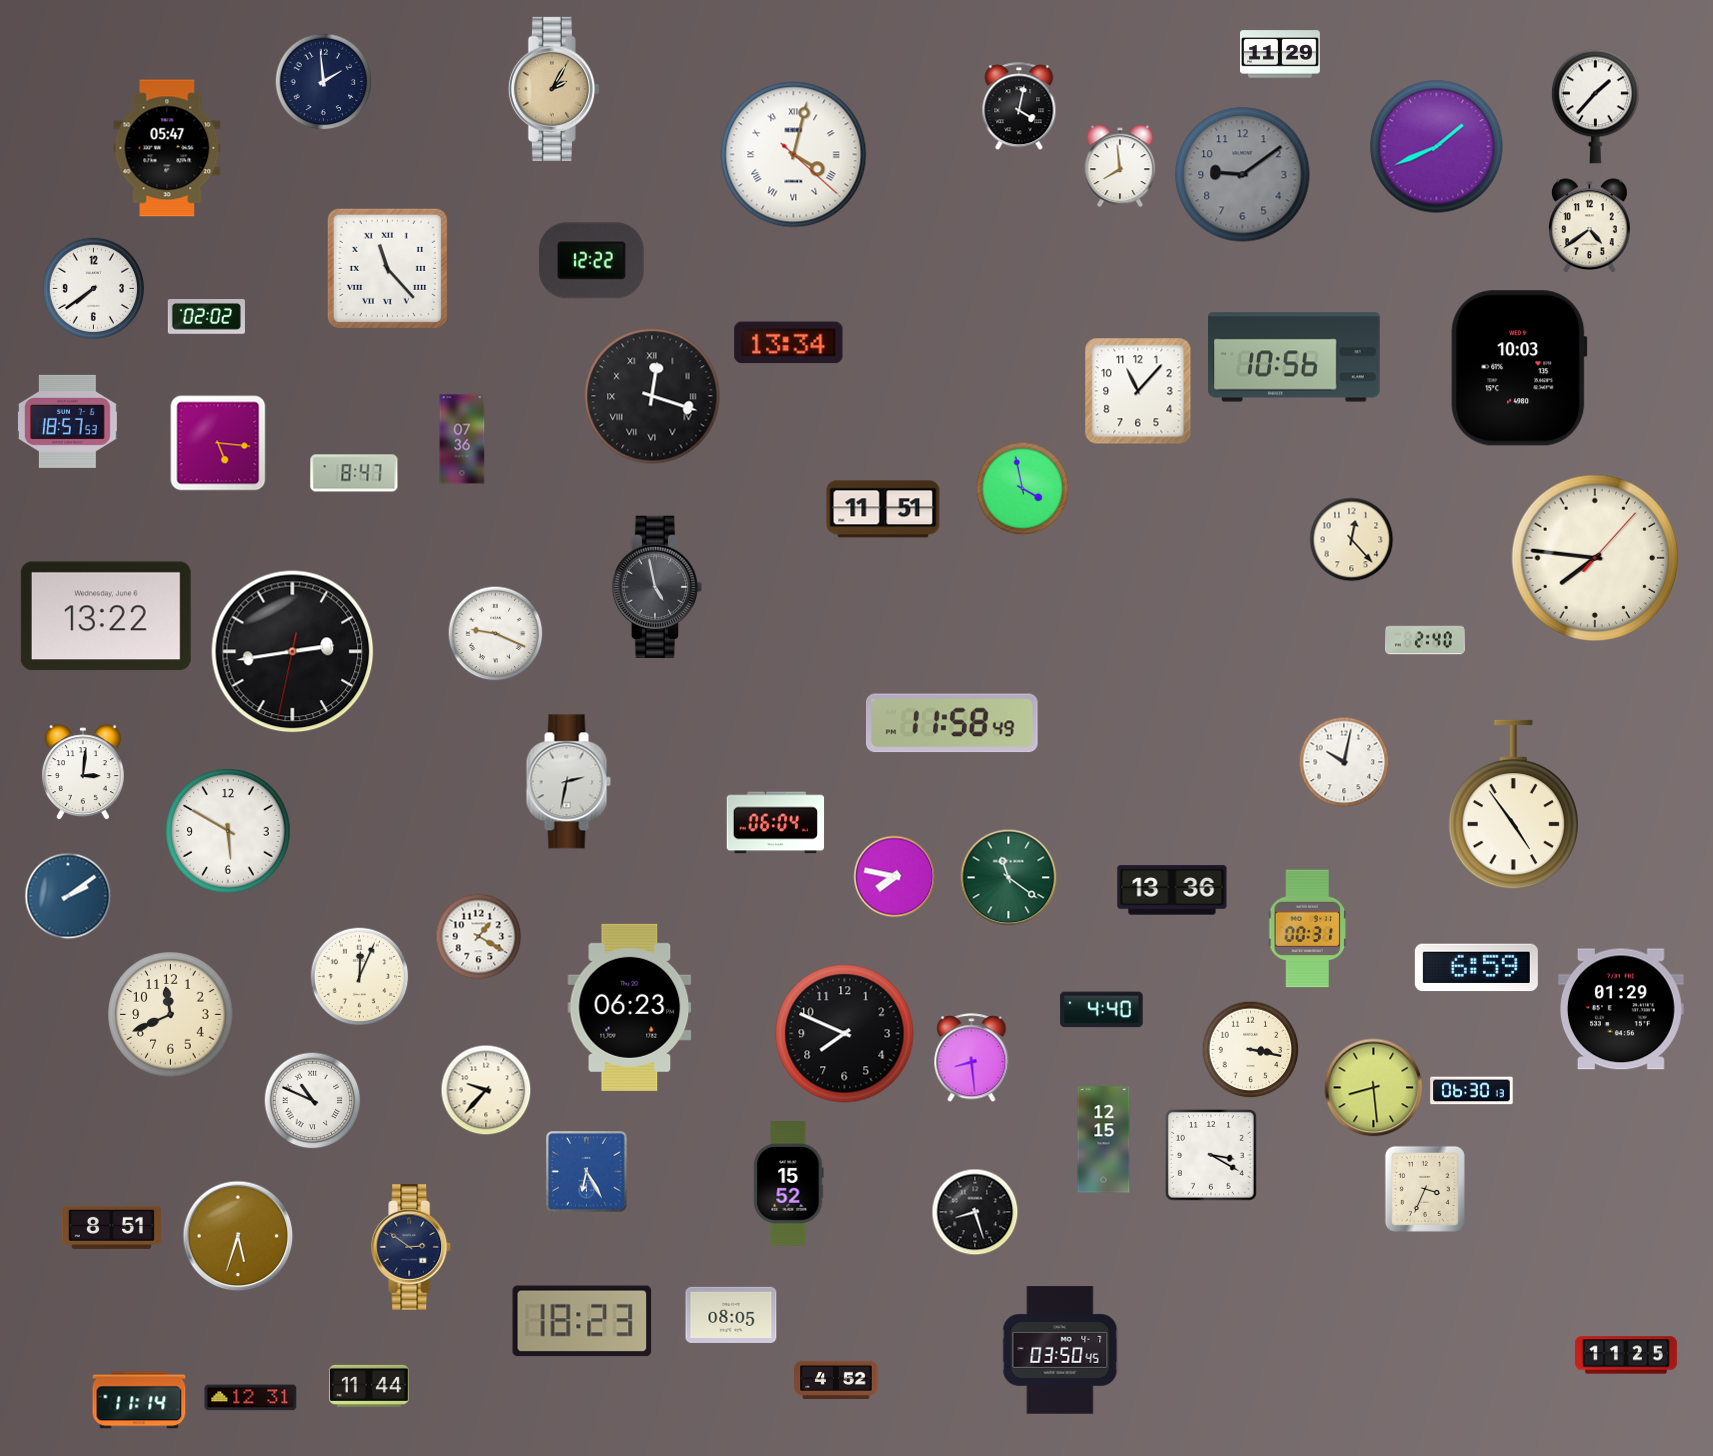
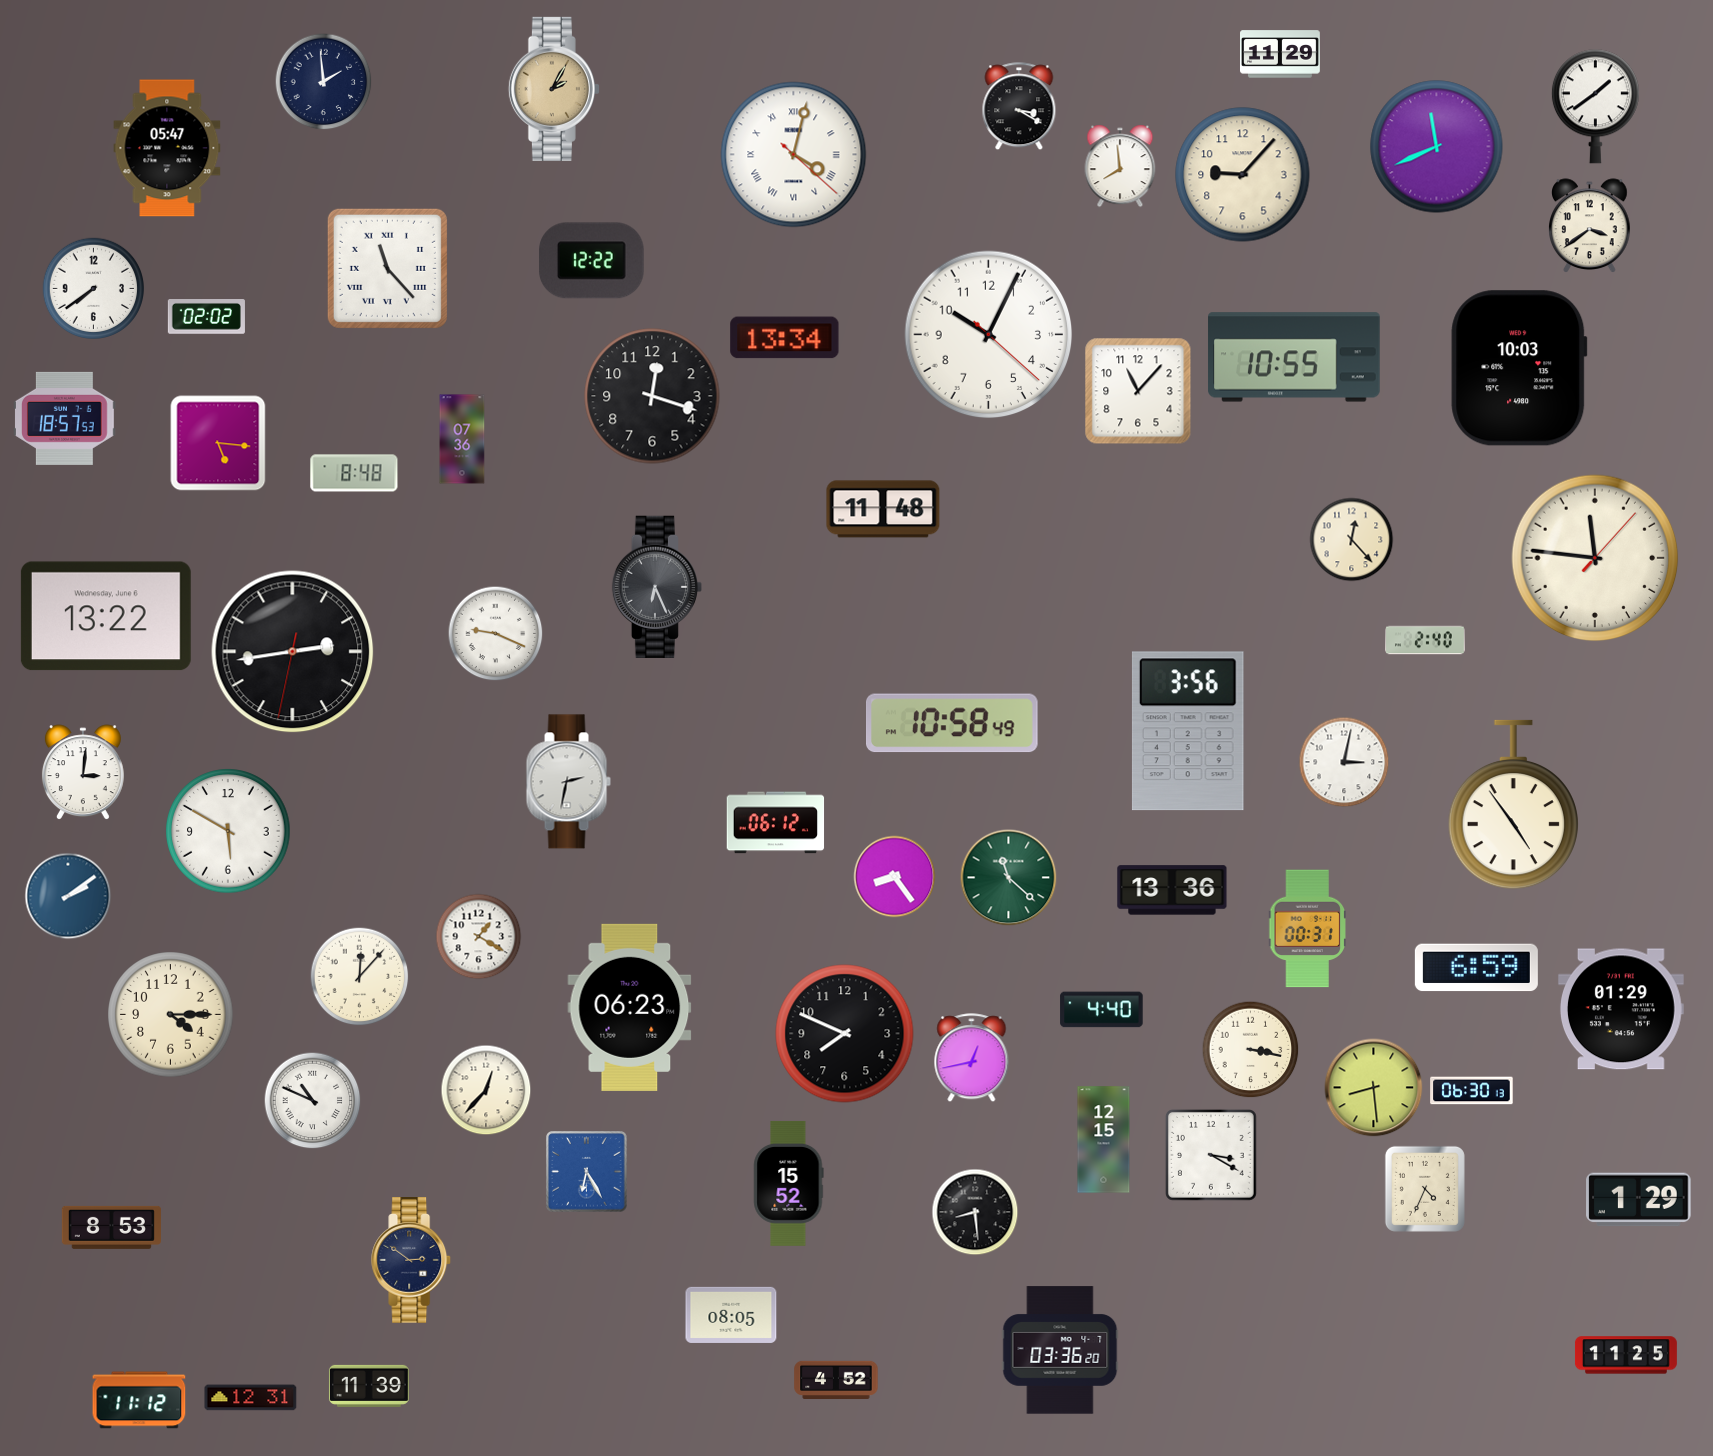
clock at (1019, 107): 4:02 -> 3:20
clock at (1595, 107): 1:37 -> 1:39
clock at (1437, 147): 1:41 -> 11:41
clock at (1243, 175): 9:09 -> 9:07
clock at (1243, 175) dial: grey -> cream
clock at (1590, 225): 4:39 -> 3:39
clock at (989, 335): none -> 10:04
clock at (789, 343) position: (789, 343) -> (785, 338)
clock at (1294, 357): 10:56 -> 10:55
clock at (652, 396) numerals: Roman -> Arabic
clock at (67, 421) position: (67, 421) -> (64, 418)
clock at (354, 473): 8:47 -> 8:48
clock at (1023, 489): 3:58 -> none
clock at (883, 509): 11:51 -> 11:48
clock at (1595, 558): 7:46 -> 11:46
clock at (656, 586): 4:58 -> 6:26
clock at (953, 723): 11:58 -> 10:58
clock at (1188, 731): none -> 3:56
clock at (1344, 762): 10:02 -> 3:02
clock at (776, 823): 06:04 -> 06:12
clock at (895, 877): 7:47 -> 8:24
clock at (1009, 878): 11:21 -> 11:22
clock at (360, 977): 12:04 -> 12:07
clock at (171, 1015): 11:41 -> 4:15
clock at (972, 1058): 8:29 -> 12:43
clock at (486, 1090): 9:37 -> 12:37
clock at (1425, 1189): 3:34 -> 4:34
clock at (1639, 1200): none -> 1:29
clock at (975, 1212): 8:27 -> 8:29
clock at (111, 1227): 8:51 -> 8:53
clock at (238, 1236): 5:33 -> none
clock at (412, 1248) position: (412, 1248) -> (412, 1261)
clock at (582, 1321): 18:23 -> none
clock at (1060, 1350): 03:50 -> 03:36
clock at (369, 1386): 11:44 -> 11:39
clock at (139, 1400): 11:14 -> 11:12
